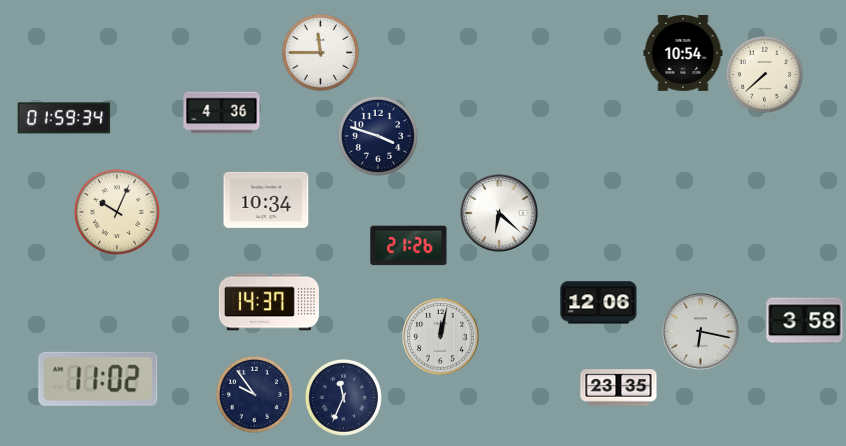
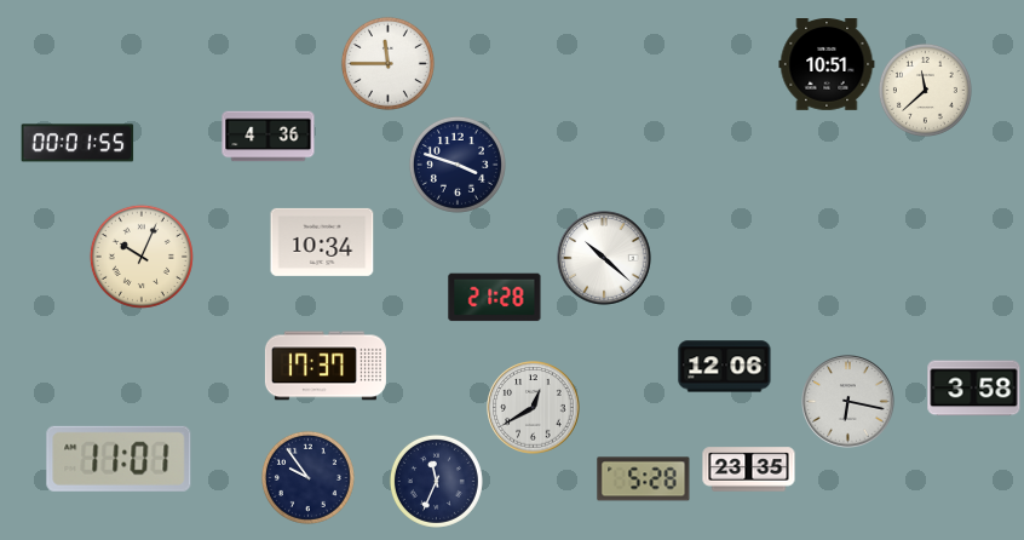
clock at (683, 54): 10:54 -> 10:51
clock at (764, 74): 7:38 -> 11:38
clock at (64, 118): 01:59 -> 00:01
clock at (499, 213): 6:22 -> 10:22
clock at (409, 246): 21:26 -> 21:28
clock at (269, 302): 14:37 -> 17:37
clock at (441, 337): 12:02 -> 12:40
clock at (98, 379): 11:02 -> 11:01
clock at (644, 479): none -> 5:28
clock at (343, 397) position: (343, 397) -> (436, 481)
